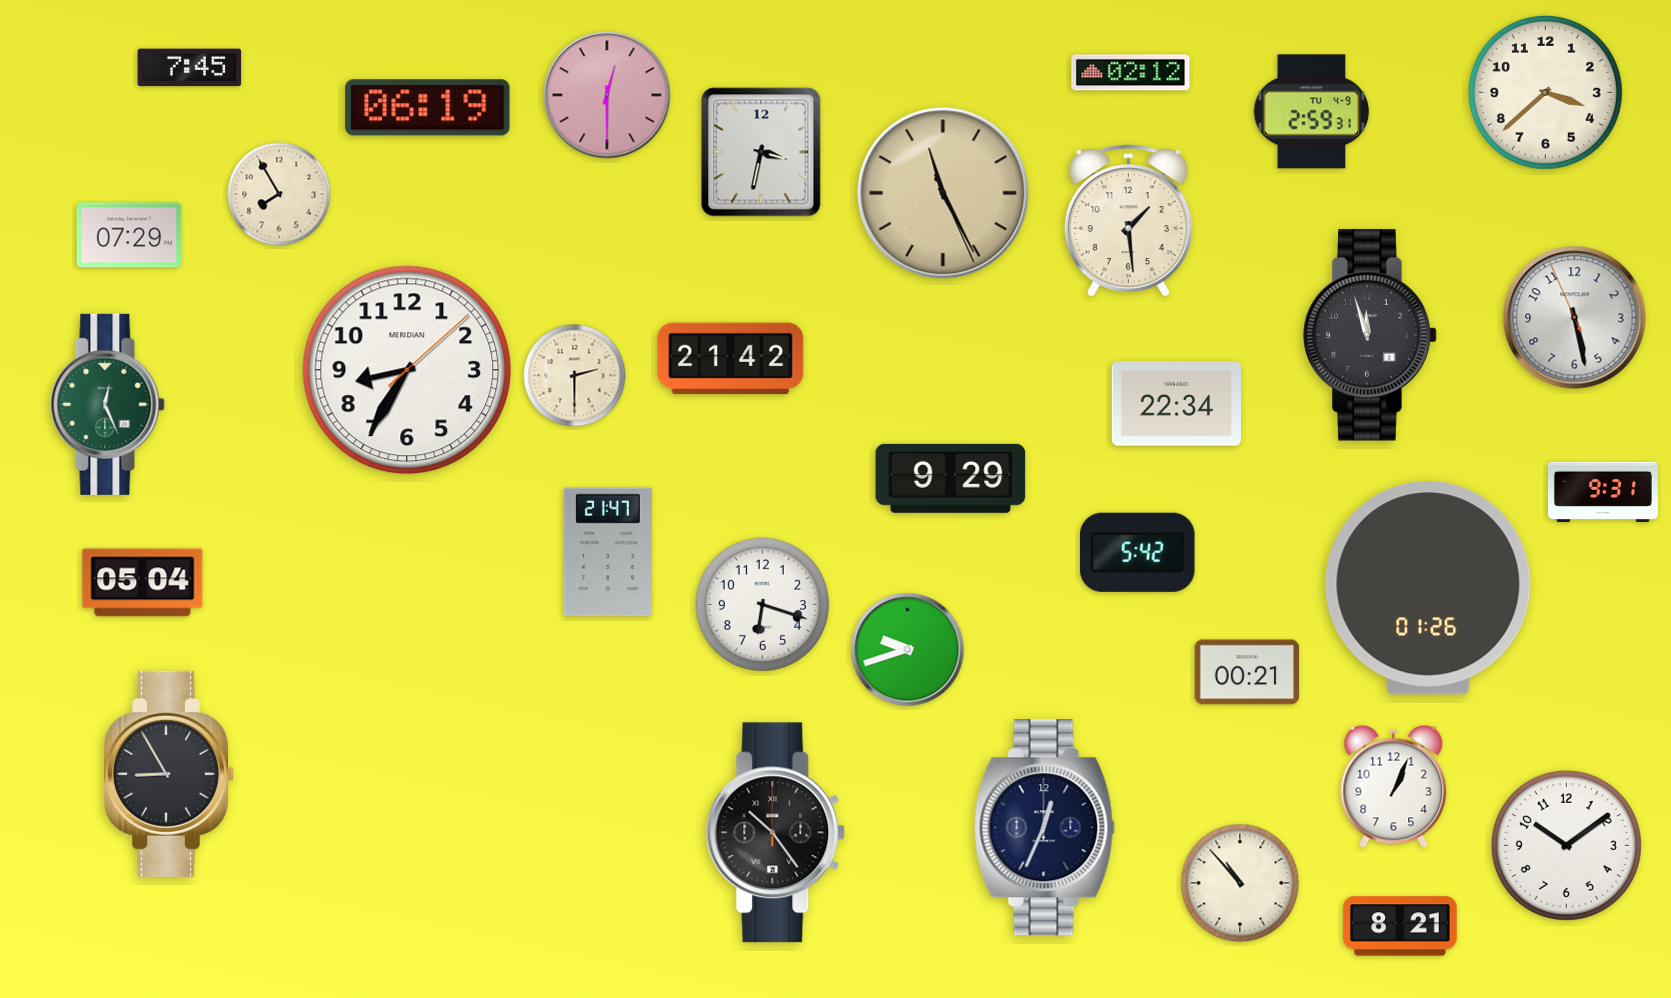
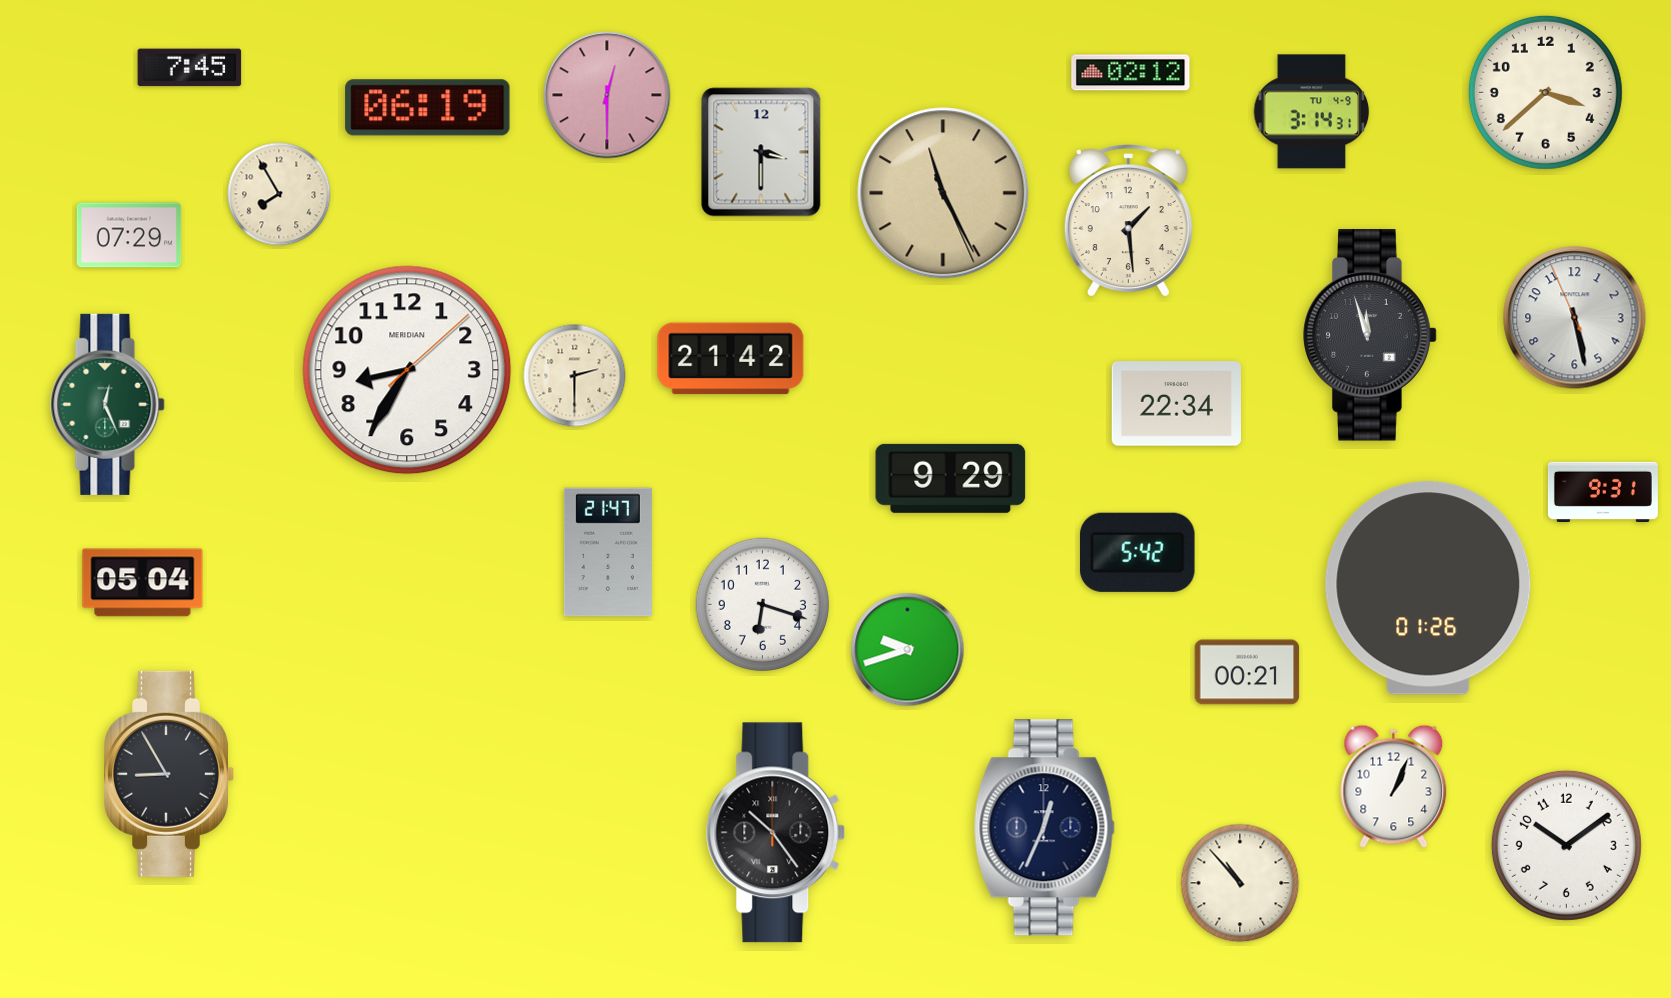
clock at (1312, 112): 2:59 -> 3:14
clock at (761, 152): 3:32 -> 3:30
clock at (1400, 926): 8:21 -> none
